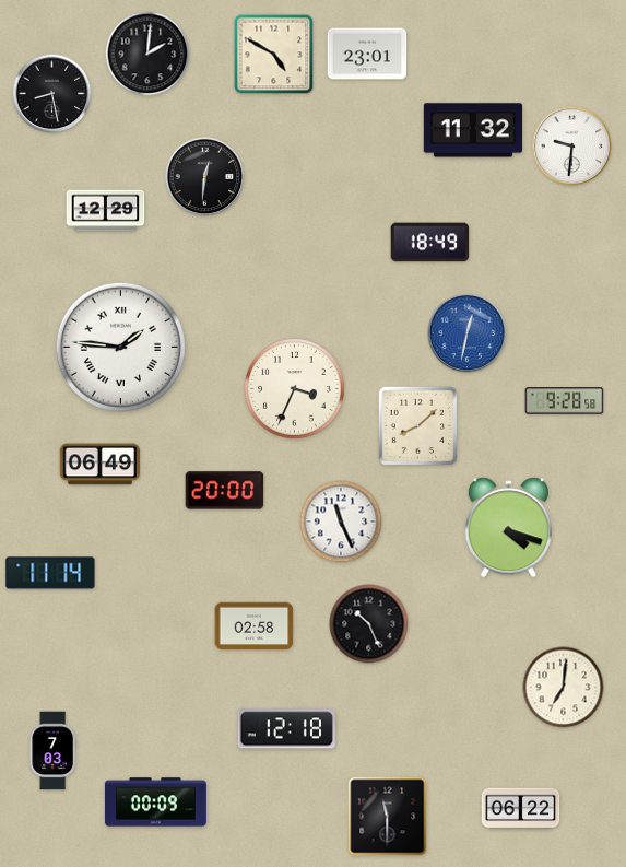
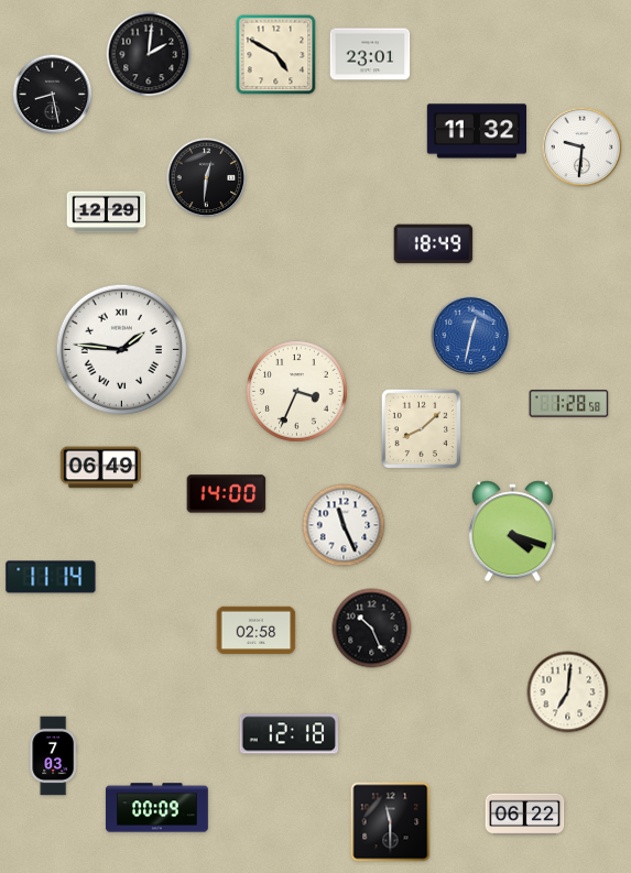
clock at (572, 147) position: (572, 147) -> (583, 148)
clock at (565, 401): 9:28 -> 1:28
clock at (225, 491): 20:00 -> 14:00
